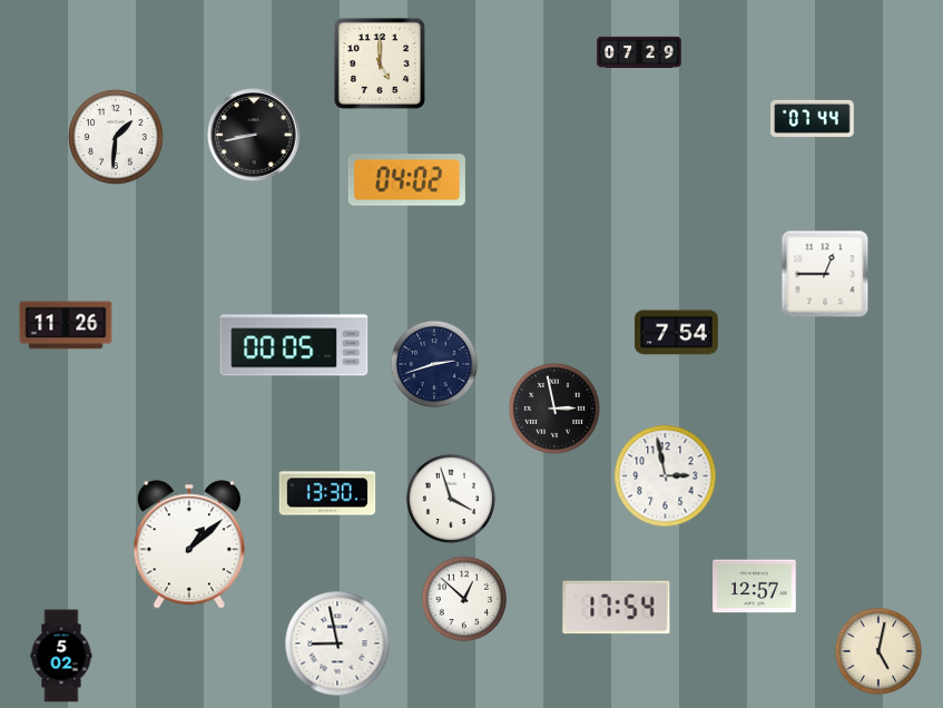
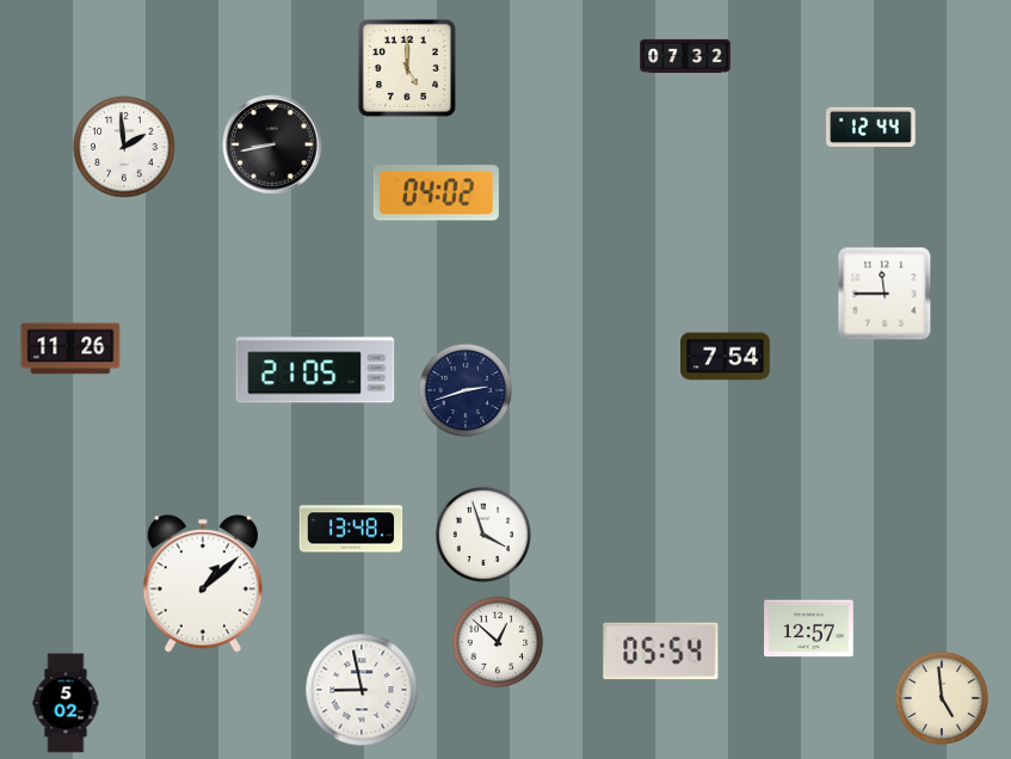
clock at (639, 52): 07:29 -> 07:32
clock at (813, 118): 07:44 -> 12:44
clock at (117, 138): 1:31 -> 1:59
clock at (825, 274): 12:45 -> 11:45
clock at (294, 345): 00:05 -> 21:05
clock at (554, 409): 2:58 -> none
clock at (666, 476): 2:58 -> none
clock at (327, 493): 13:30 -> 13:48
clock at (617, 608): 17:54 -> 05:54
clock at (878, 651): 5:02 -> 4:59
